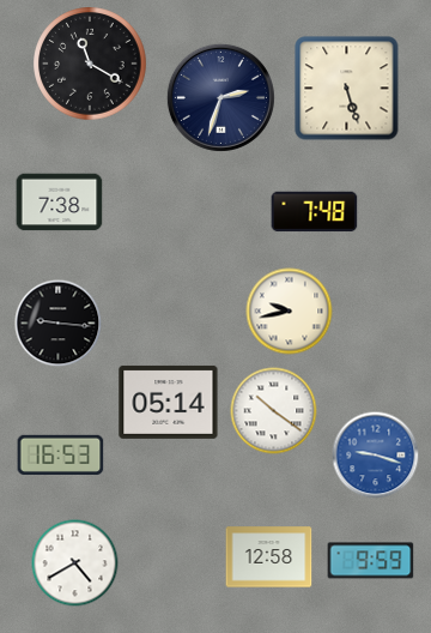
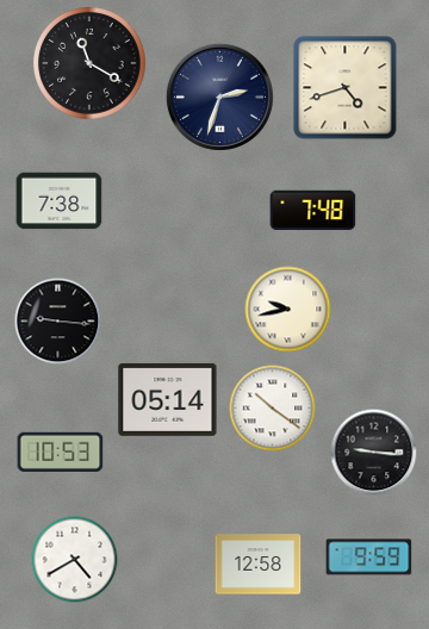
clock at (347, 89): 5:27 -> 4:42
clock at (61, 454): 16:53 -> 10:53
clock at (376, 456): 9:18 -> 9:16
clock at (376, 456) dial: blue -> black
clock at (269, 557) position: (269, 557) -> (259, 565)
